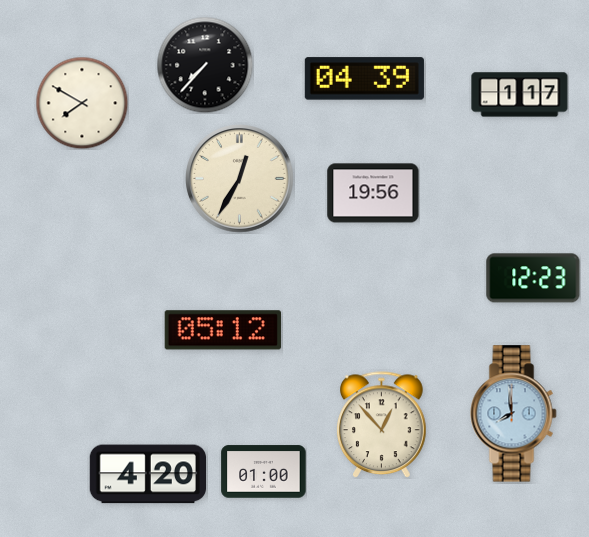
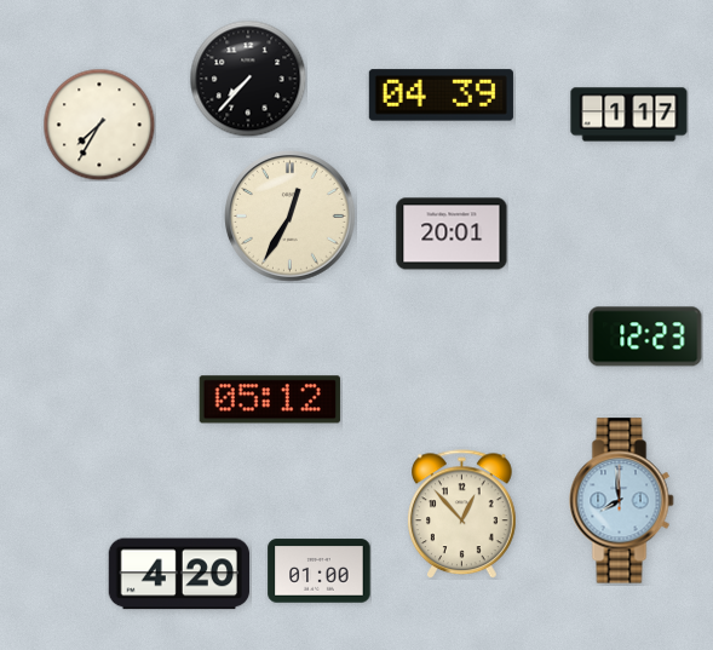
clock at (82, 103): 7:50 -> 7:35
clock at (373, 193): 19:56 -> 20:01
